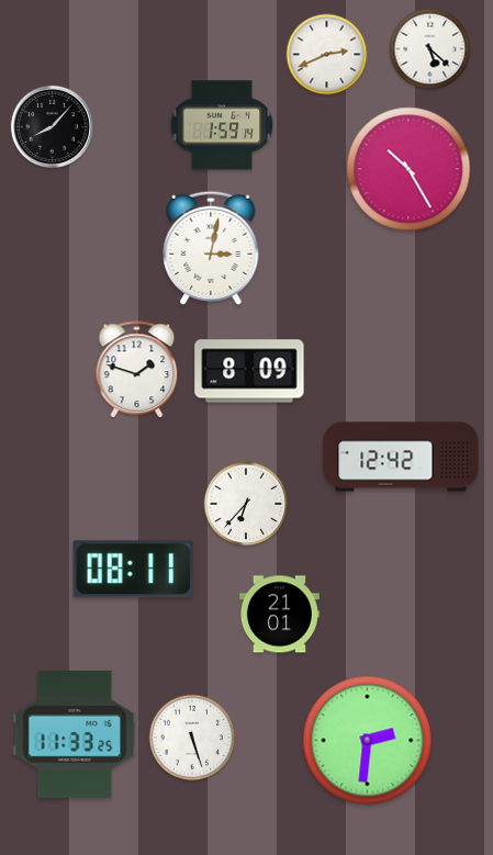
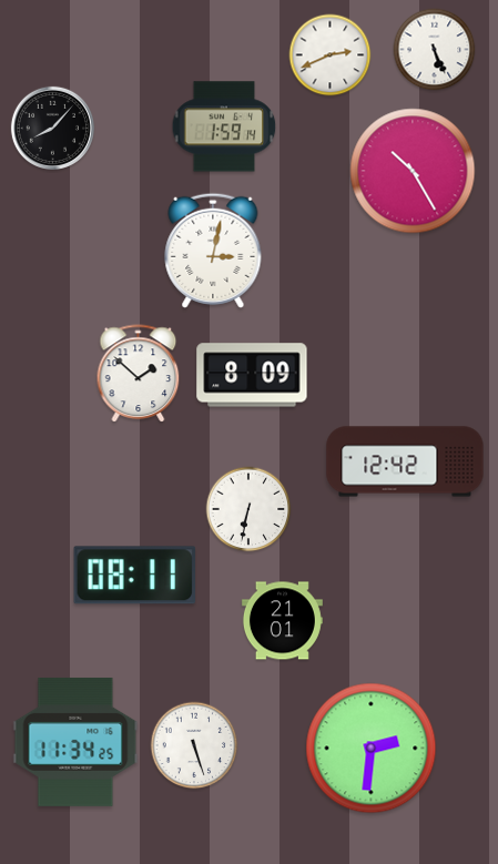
clock at (430, 49): 5:22 -> 5:26
clock at (137, 369): 1:48 -> 1:52
clock at (246, 504): 6:37 -> 6:32
clock at (75, 734): 11:33 -> 11:34
